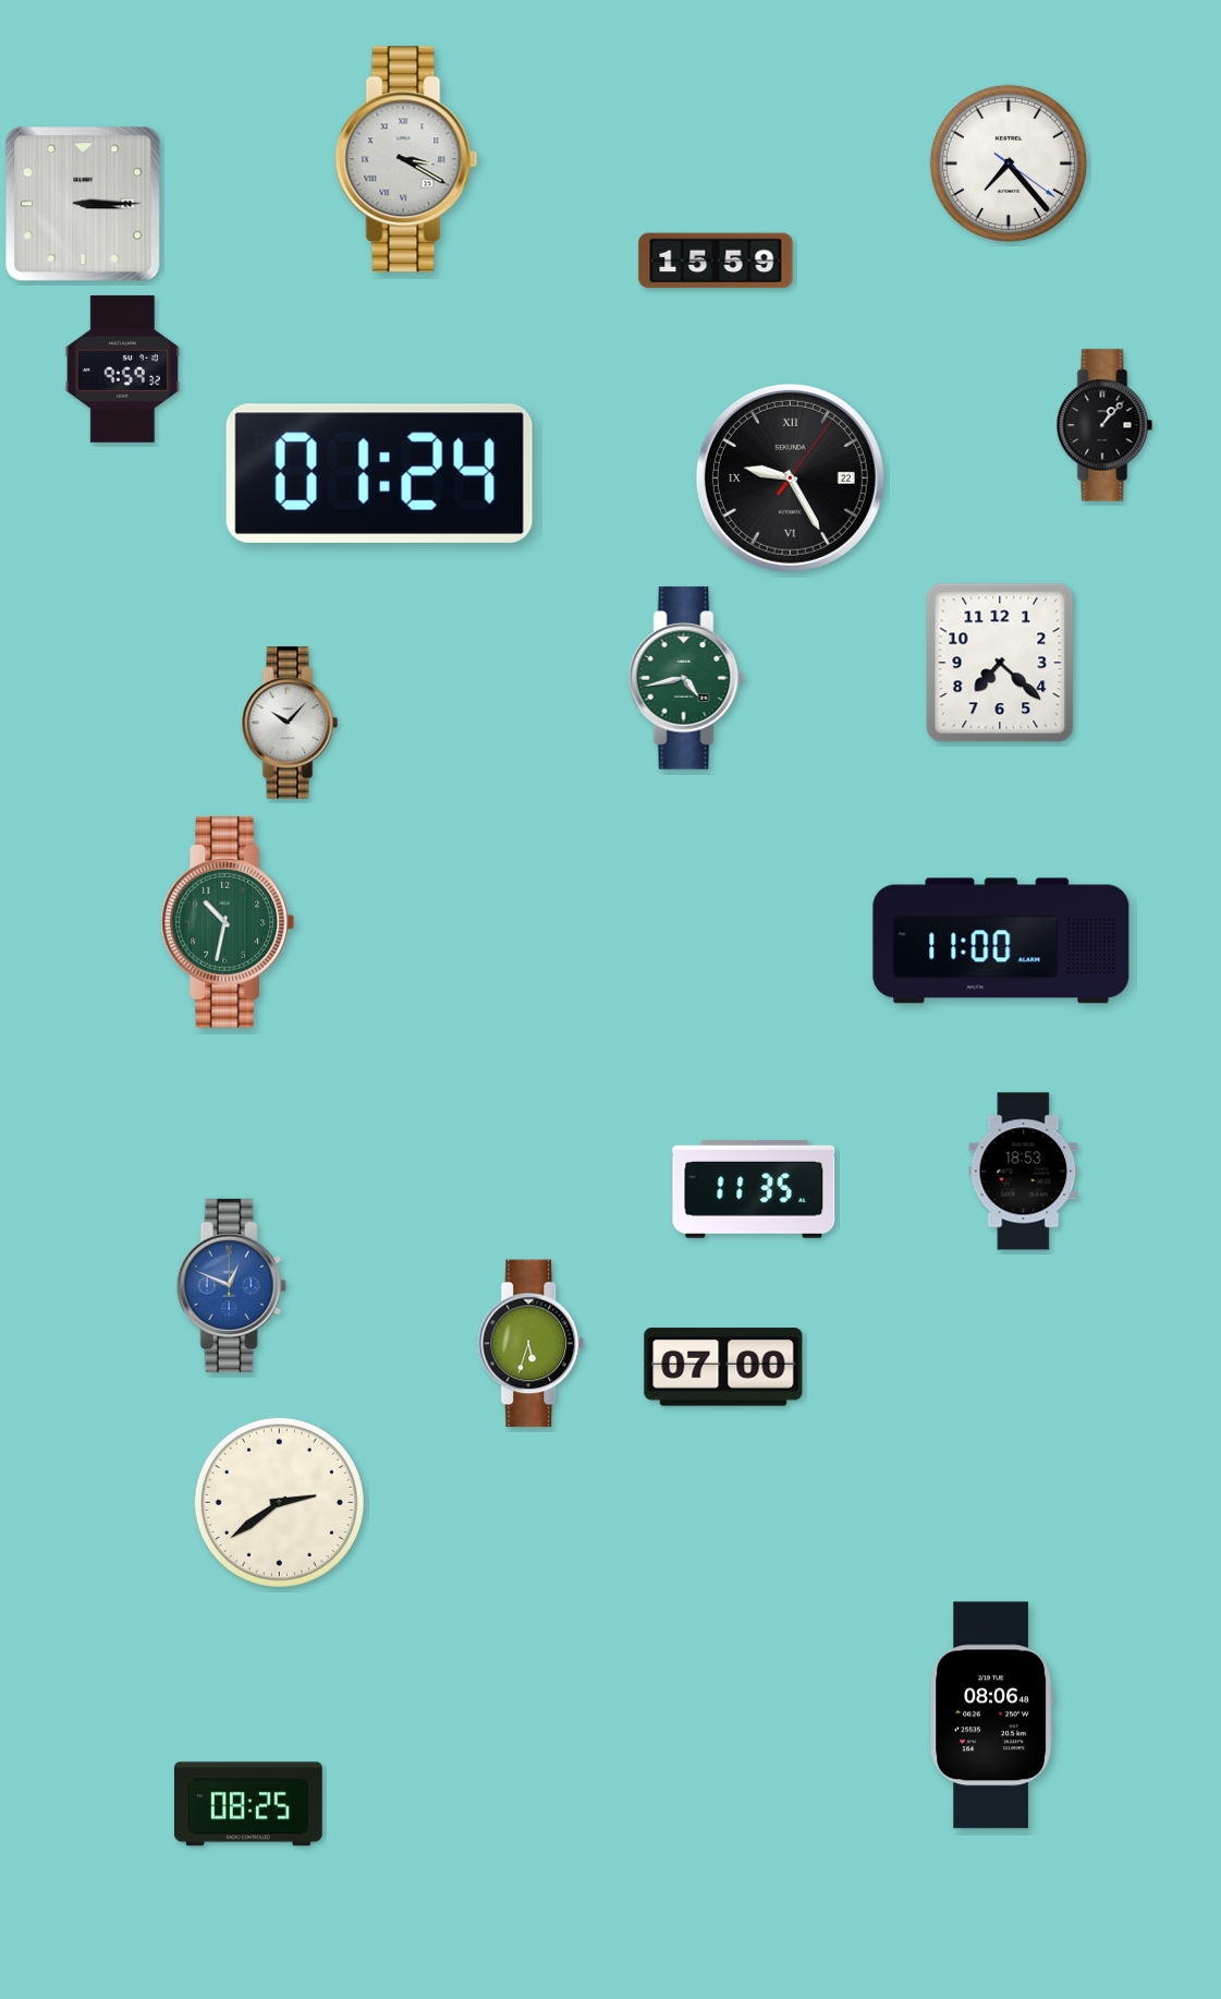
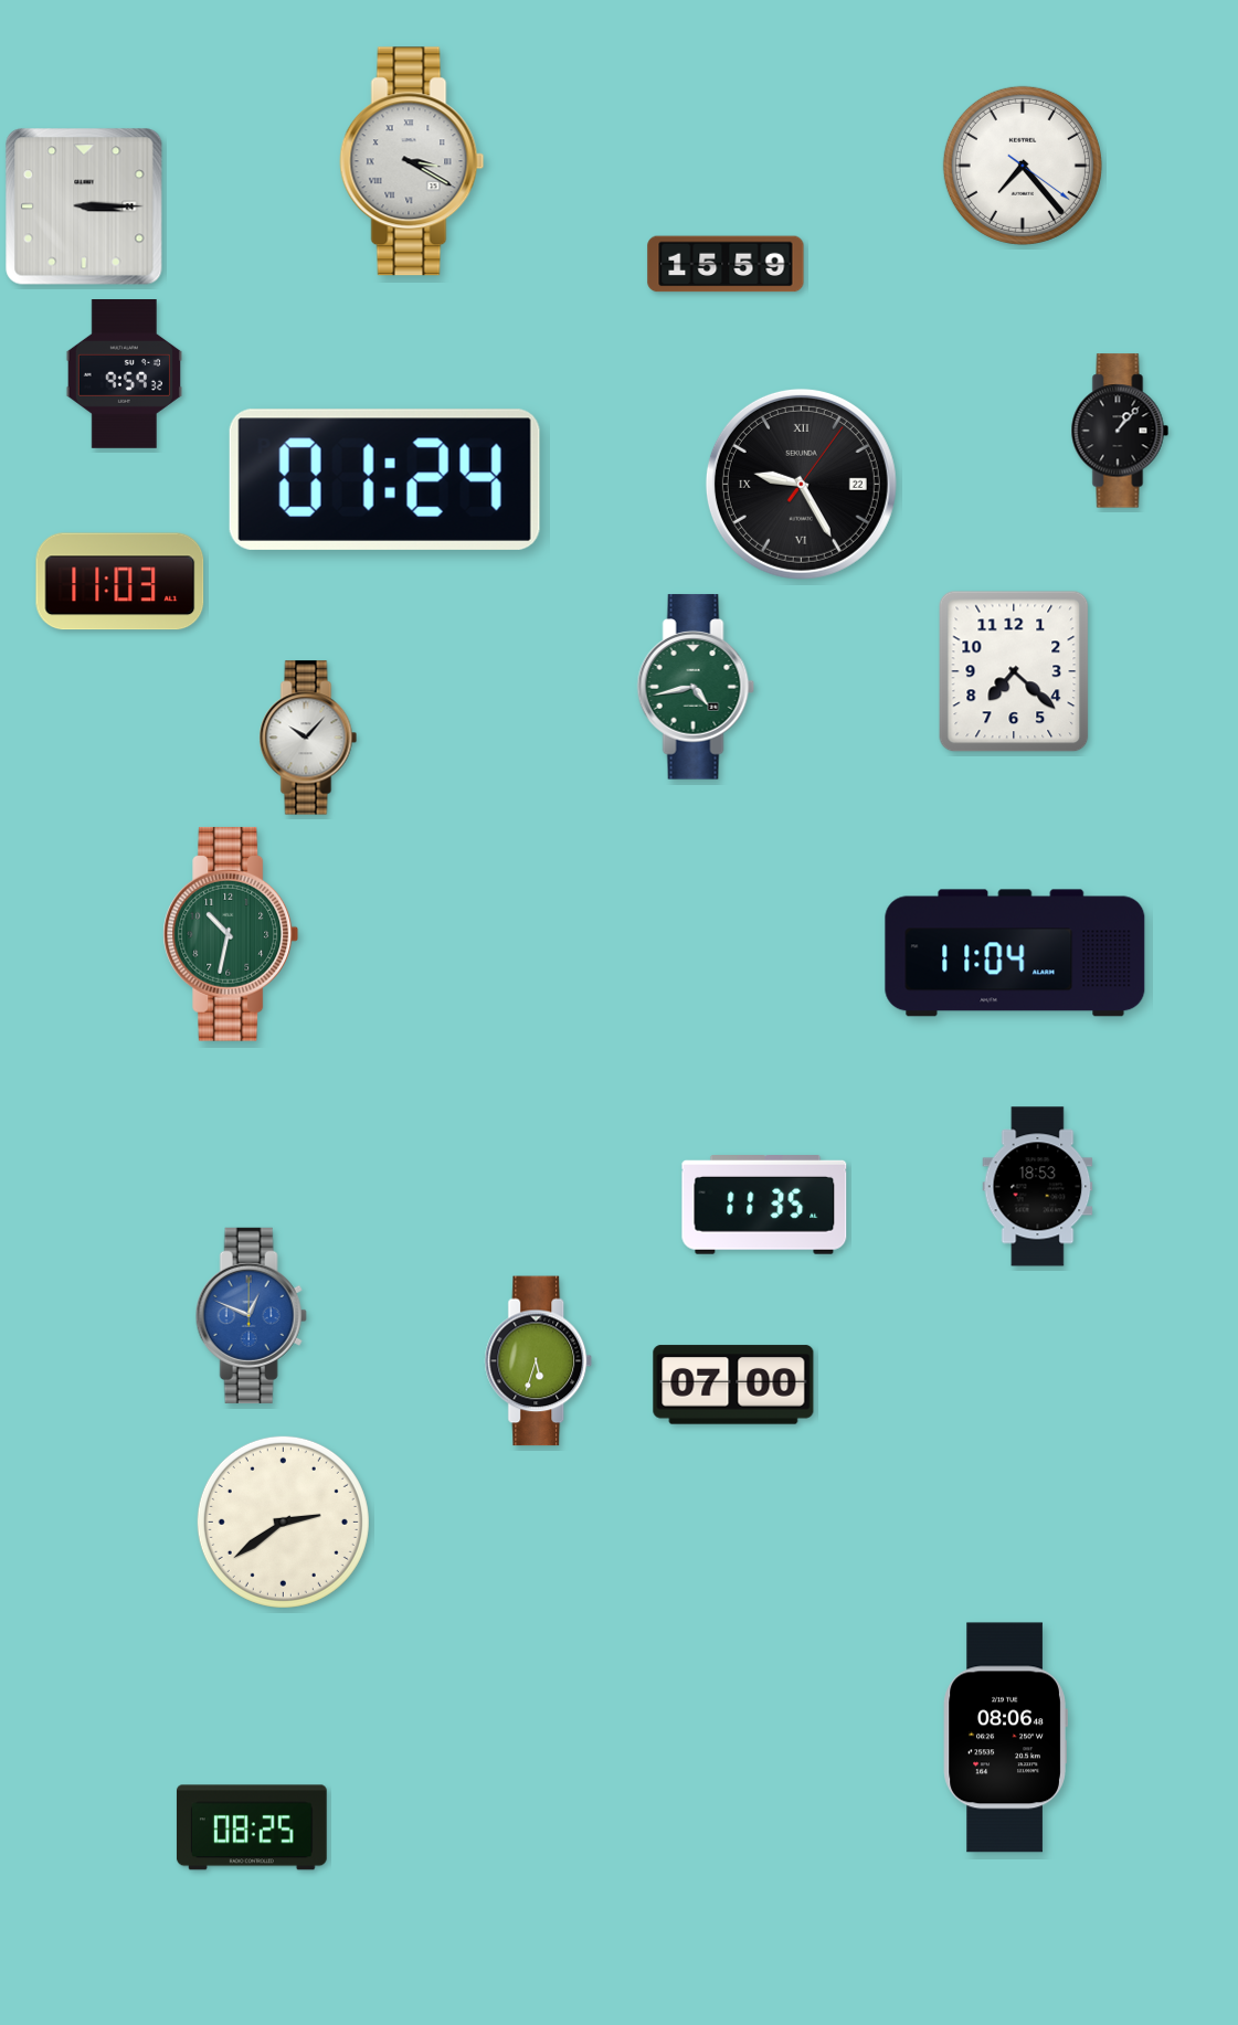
clock at (120, 582): none -> 11:03
clock at (290, 723) position: (290, 723) -> (308, 738)
clock at (1001, 941): 11:00 -> 11:04
clock at (231, 1285) position: (231, 1285) -> (251, 1315)
